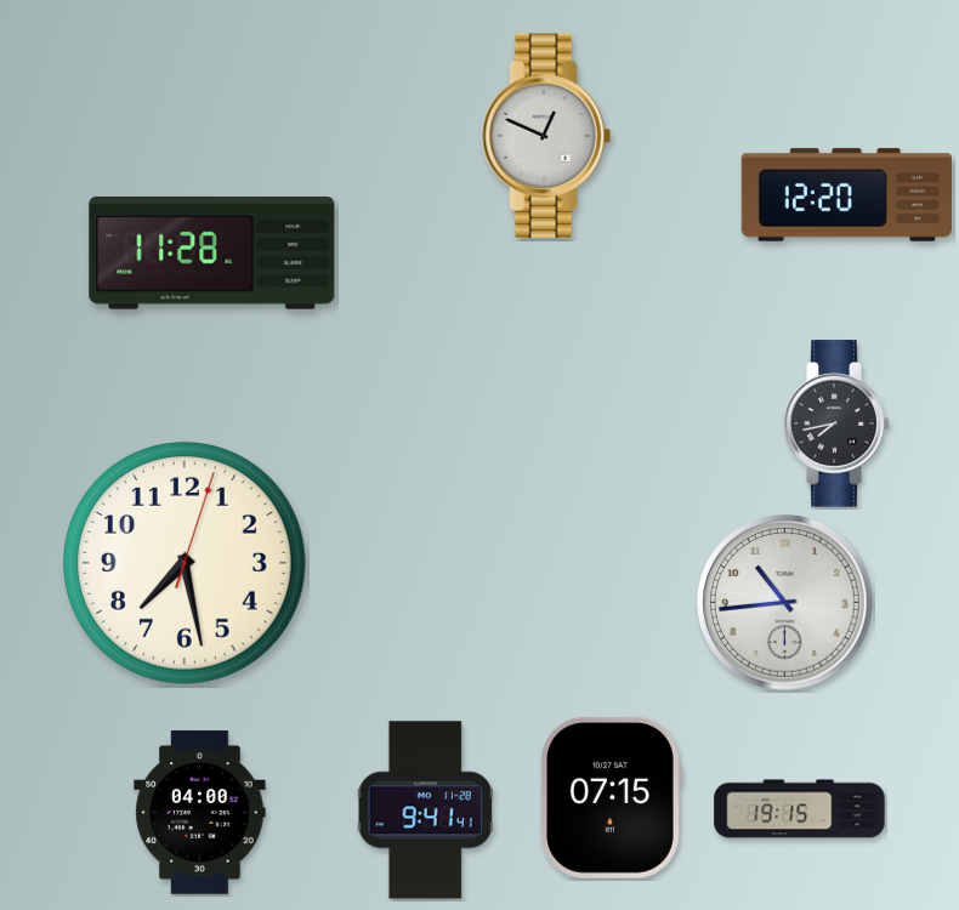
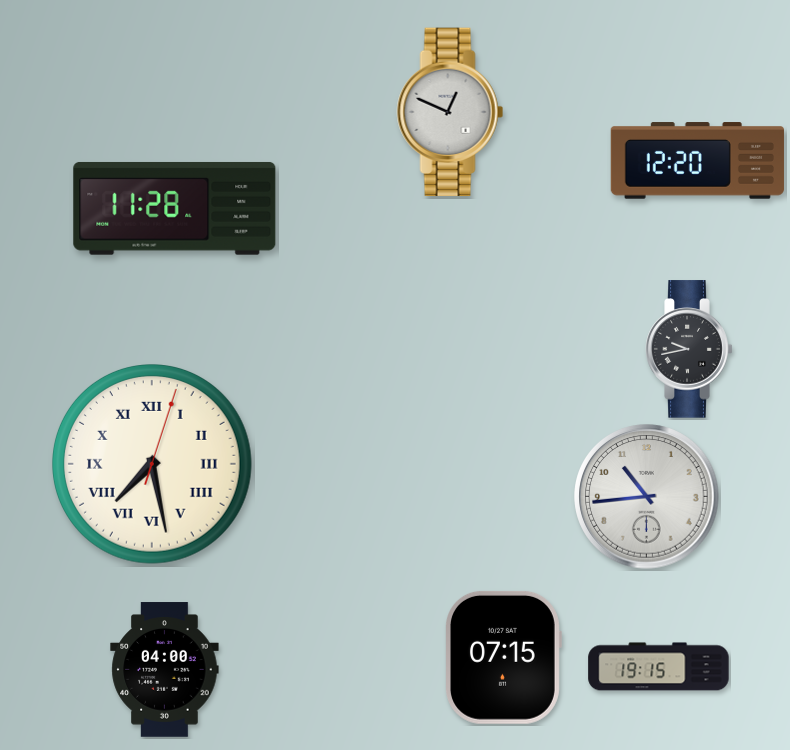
clock at (836, 423): 7:43 -> 9:43
clock at (186, 564) numerals: Arabic -> Roman
clock at (425, 811): 9:41 -> none
